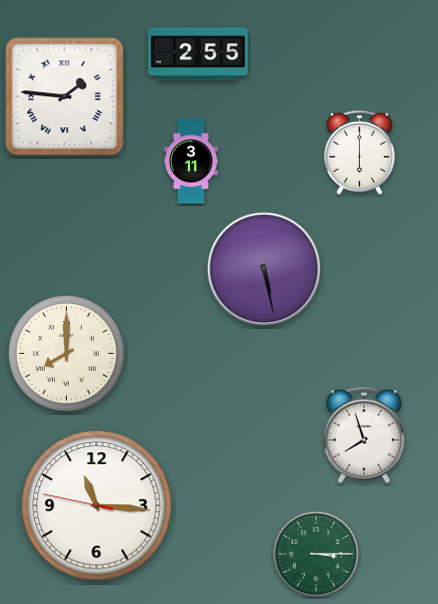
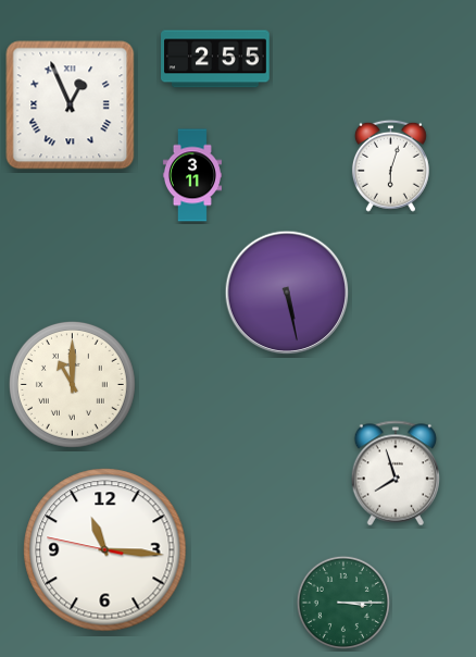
clock at (65, 97): 1:46 -> 12:56
clock at (359, 152): 6:00 -> 6:03
clock at (191, 161) position: (191, 161) -> (192, 175)
clock at (66, 353): 8:00 -> 11:00
